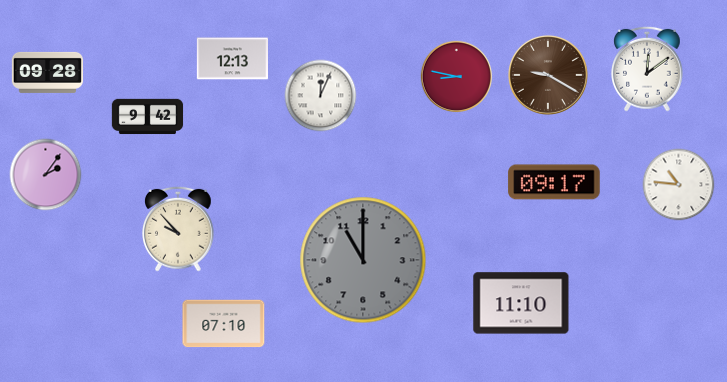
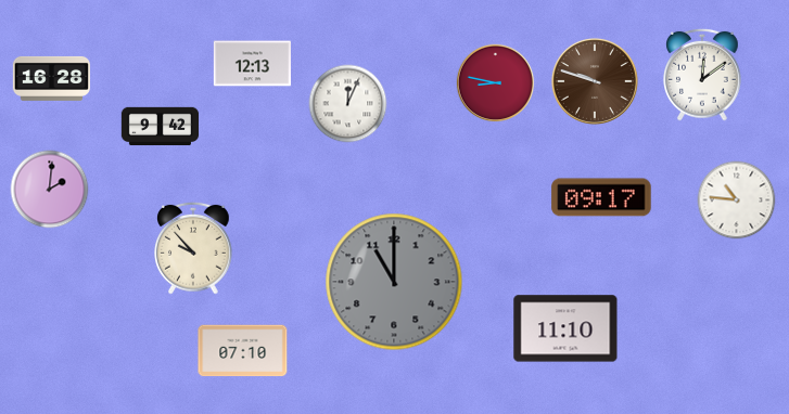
clock at (47, 72): 09:28 -> 16:28
clock at (548, 75): 9:20 -> 9:48
clock at (46, 175): 2:06 -> 2:01
